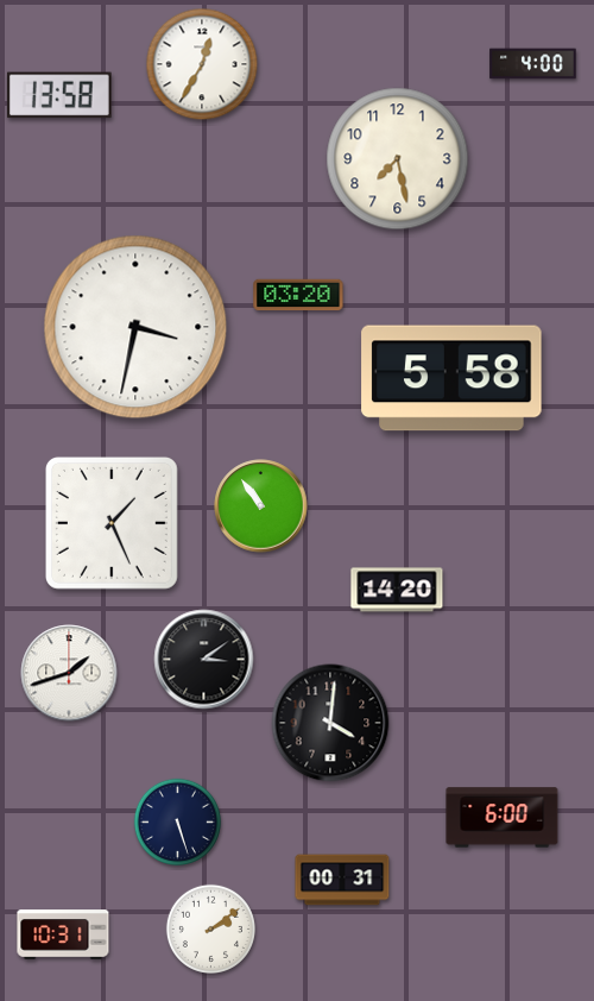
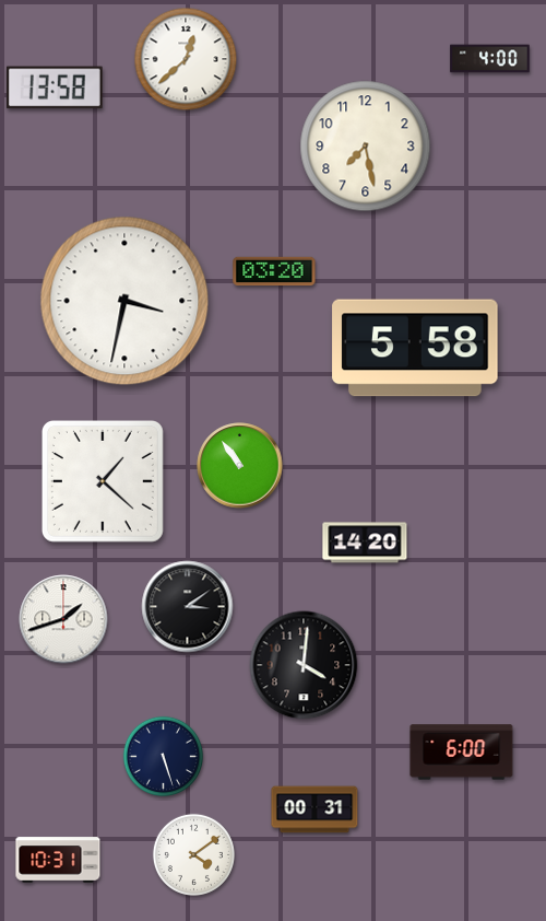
clock at (202, 64): 12:35 -> 12:38
clock at (112, 523): 1:26 -> 1:22
clock at (210, 928): 2:09 -> 4:09
